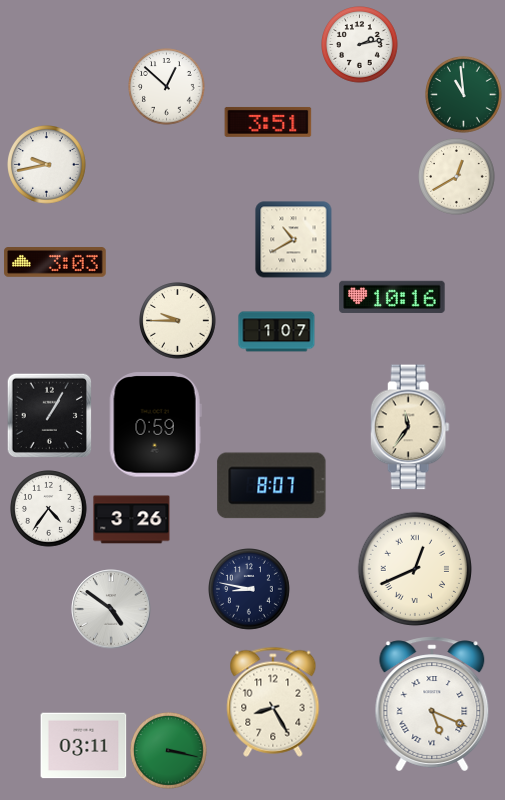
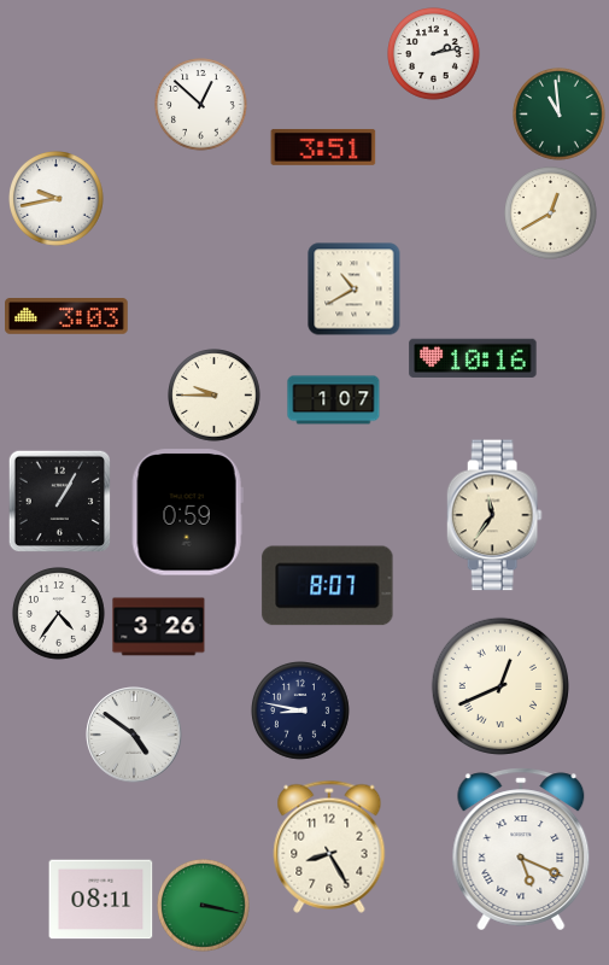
clock at (178, 321) position: (178, 321) -> (215, 396)
clock at (84, 746): 03:11 -> 08:11
